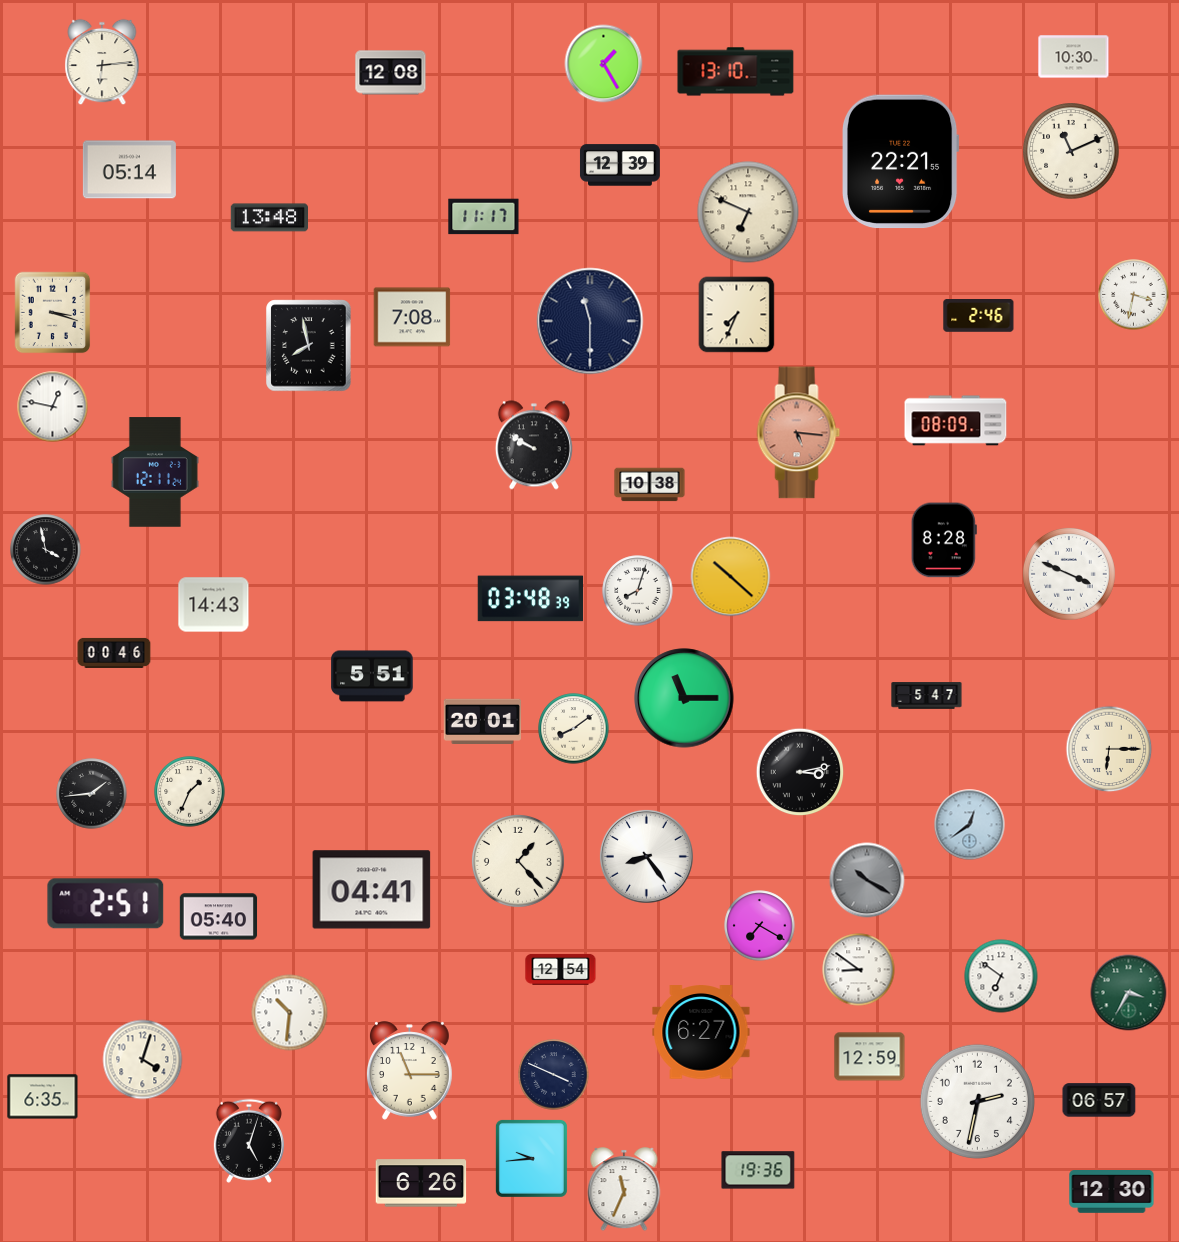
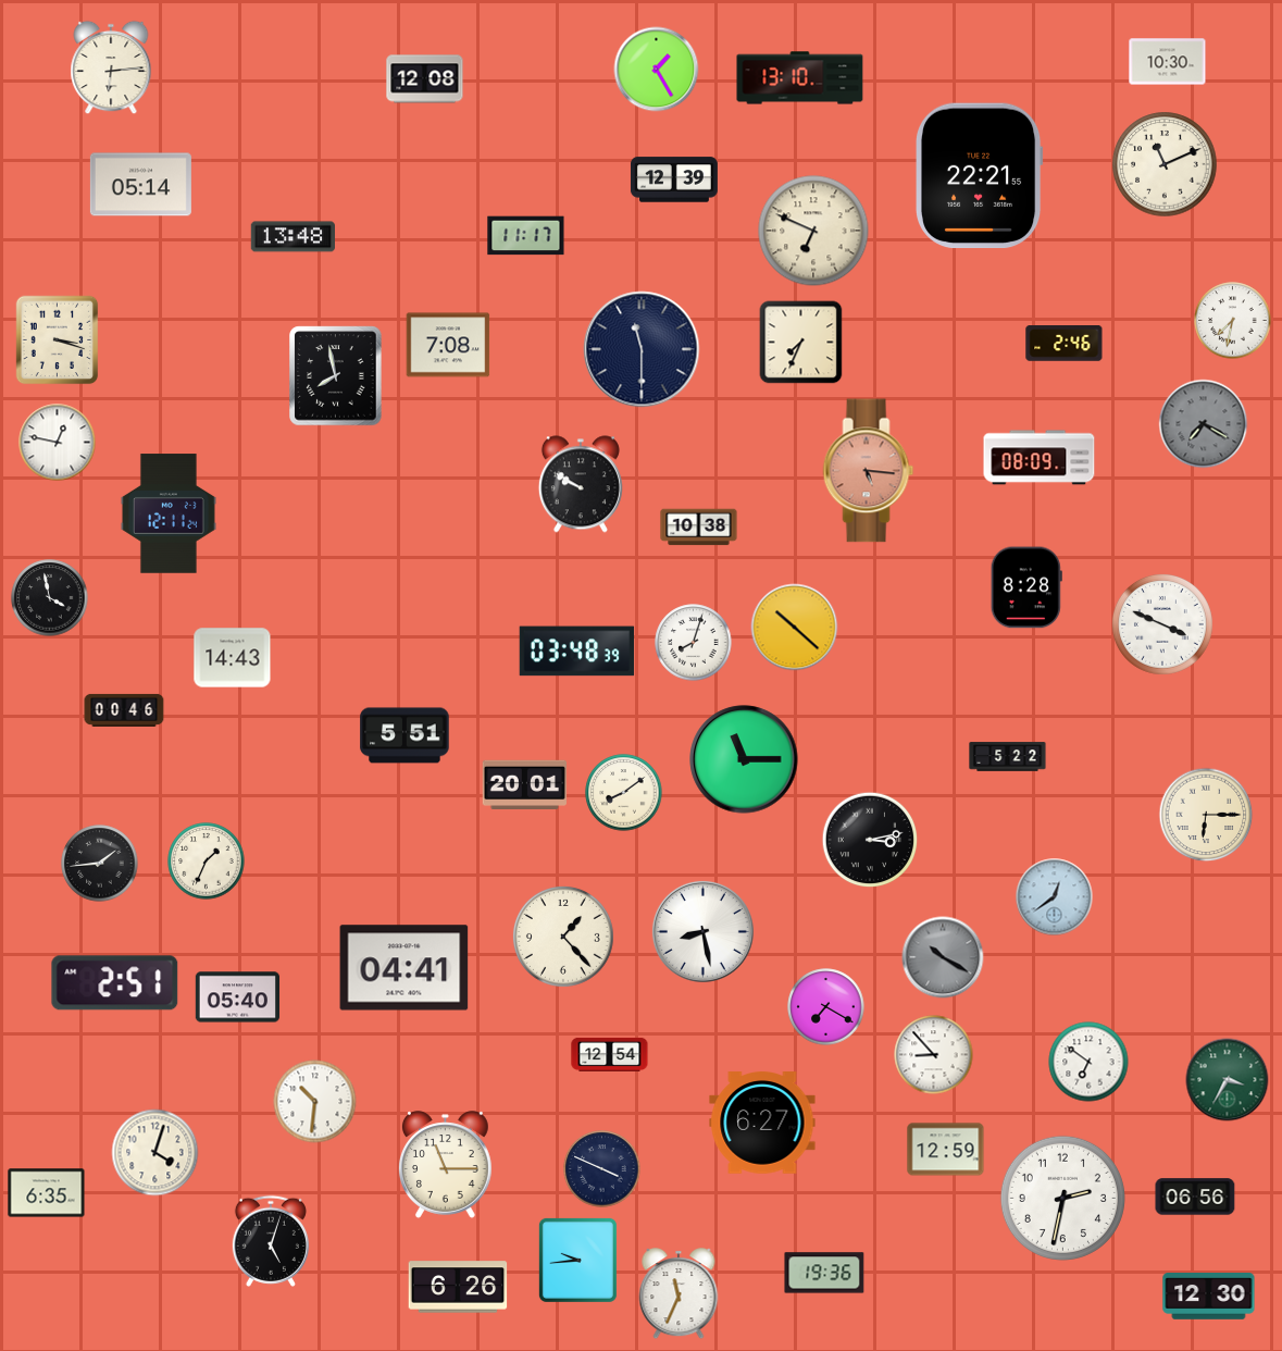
clock at (1134, 295): 3:32 -> 7:32
clock at (1204, 424): none -> 7:20
clock at (650, 485) position: (650, 485) -> (699, 528)
clock at (927, 696): 5:47 -> 5:22
clock at (646, 856): 8:24 -> 8:28
clock at (859, 970): 8:51 -> 8:53
clock at (1099, 1100): 06:57 -> 06:56
